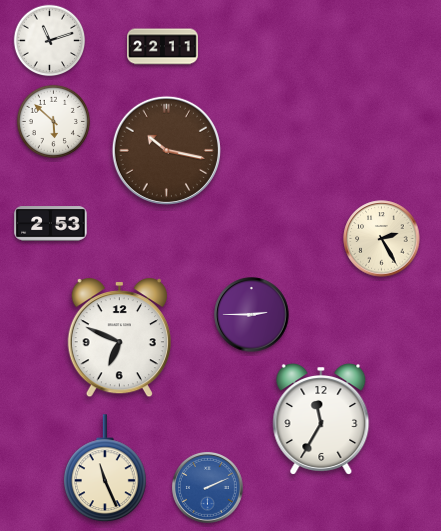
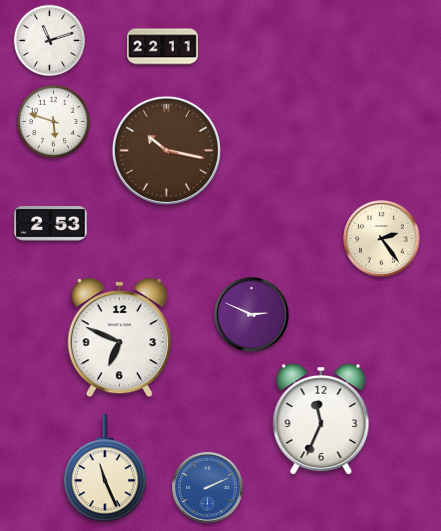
clock at (53, 121): 5:52 -> 5:48
clock at (382, 239): 2:25 -> 2:24
clock at (252, 315): 2:45 -> 2:49
clock at (321, 420): 11:35 -> 11:34
